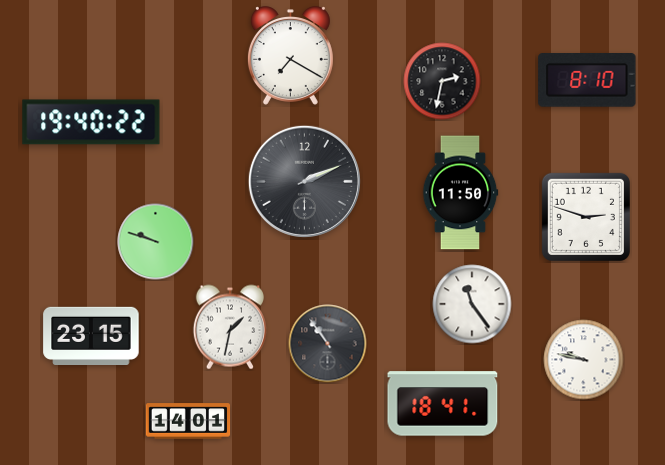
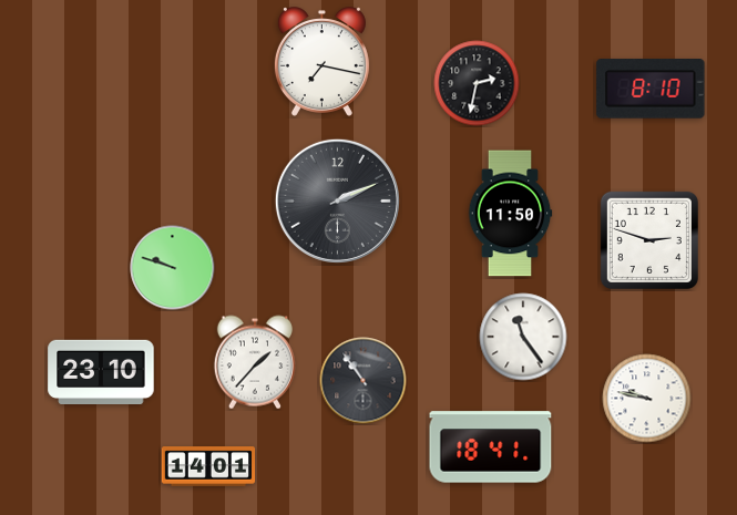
clock at (290, 56): 7:20 -> 7:17
clock at (442, 81) position: (442, 81) -> (477, 83)
clock at (91, 122): 19:40 -> none
clock at (230, 327): 1:32 -> 1:37
clock at (91, 335): 23:15 -> 23:10
